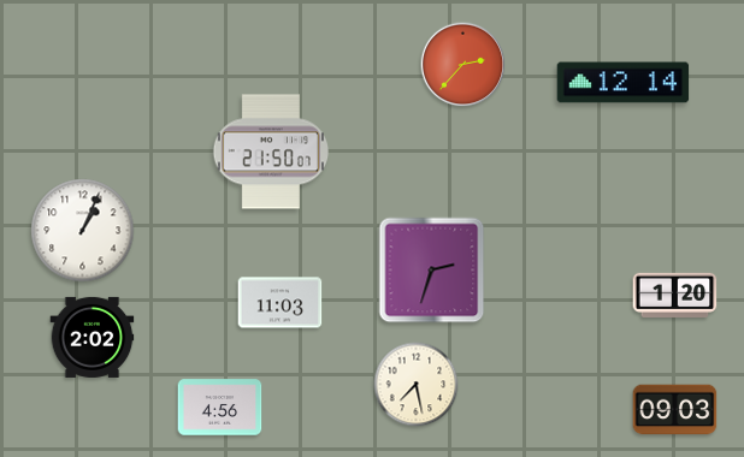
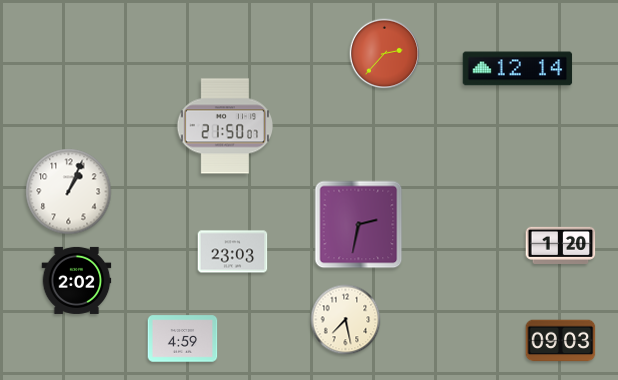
clock at (432, 271): 2:33 -> 2:32
clock at (281, 303): 11:03 -> 23:03
clock at (220, 408): 4:56 -> 4:59
